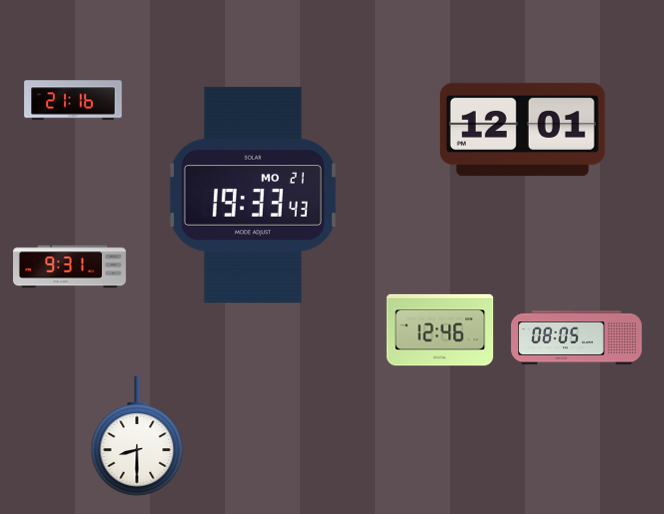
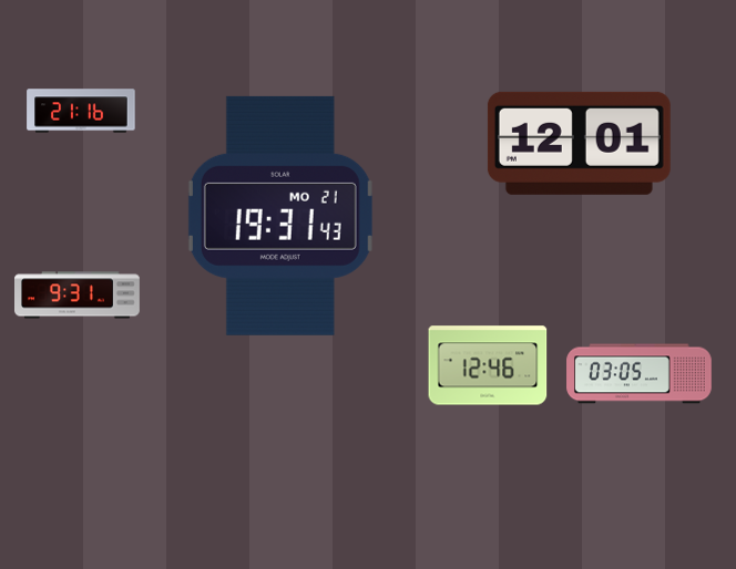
clock at (253, 195): 19:33 -> 19:31
clock at (577, 338): 08:05 -> 03:05
clock at (137, 436): 8:30 -> none
